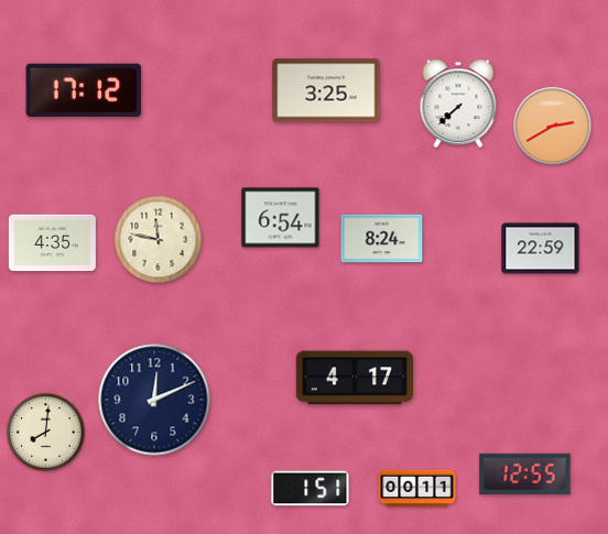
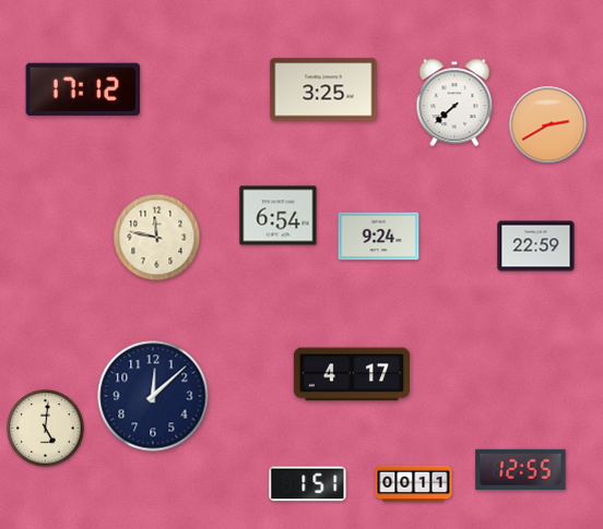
clock at (382, 239): 8:24 -> 9:24
clock at (52, 243): 4:35 -> none
clock at (154, 400): 12:11 -> 12:08
clock at (46, 433): 8:01 -> 5:01
